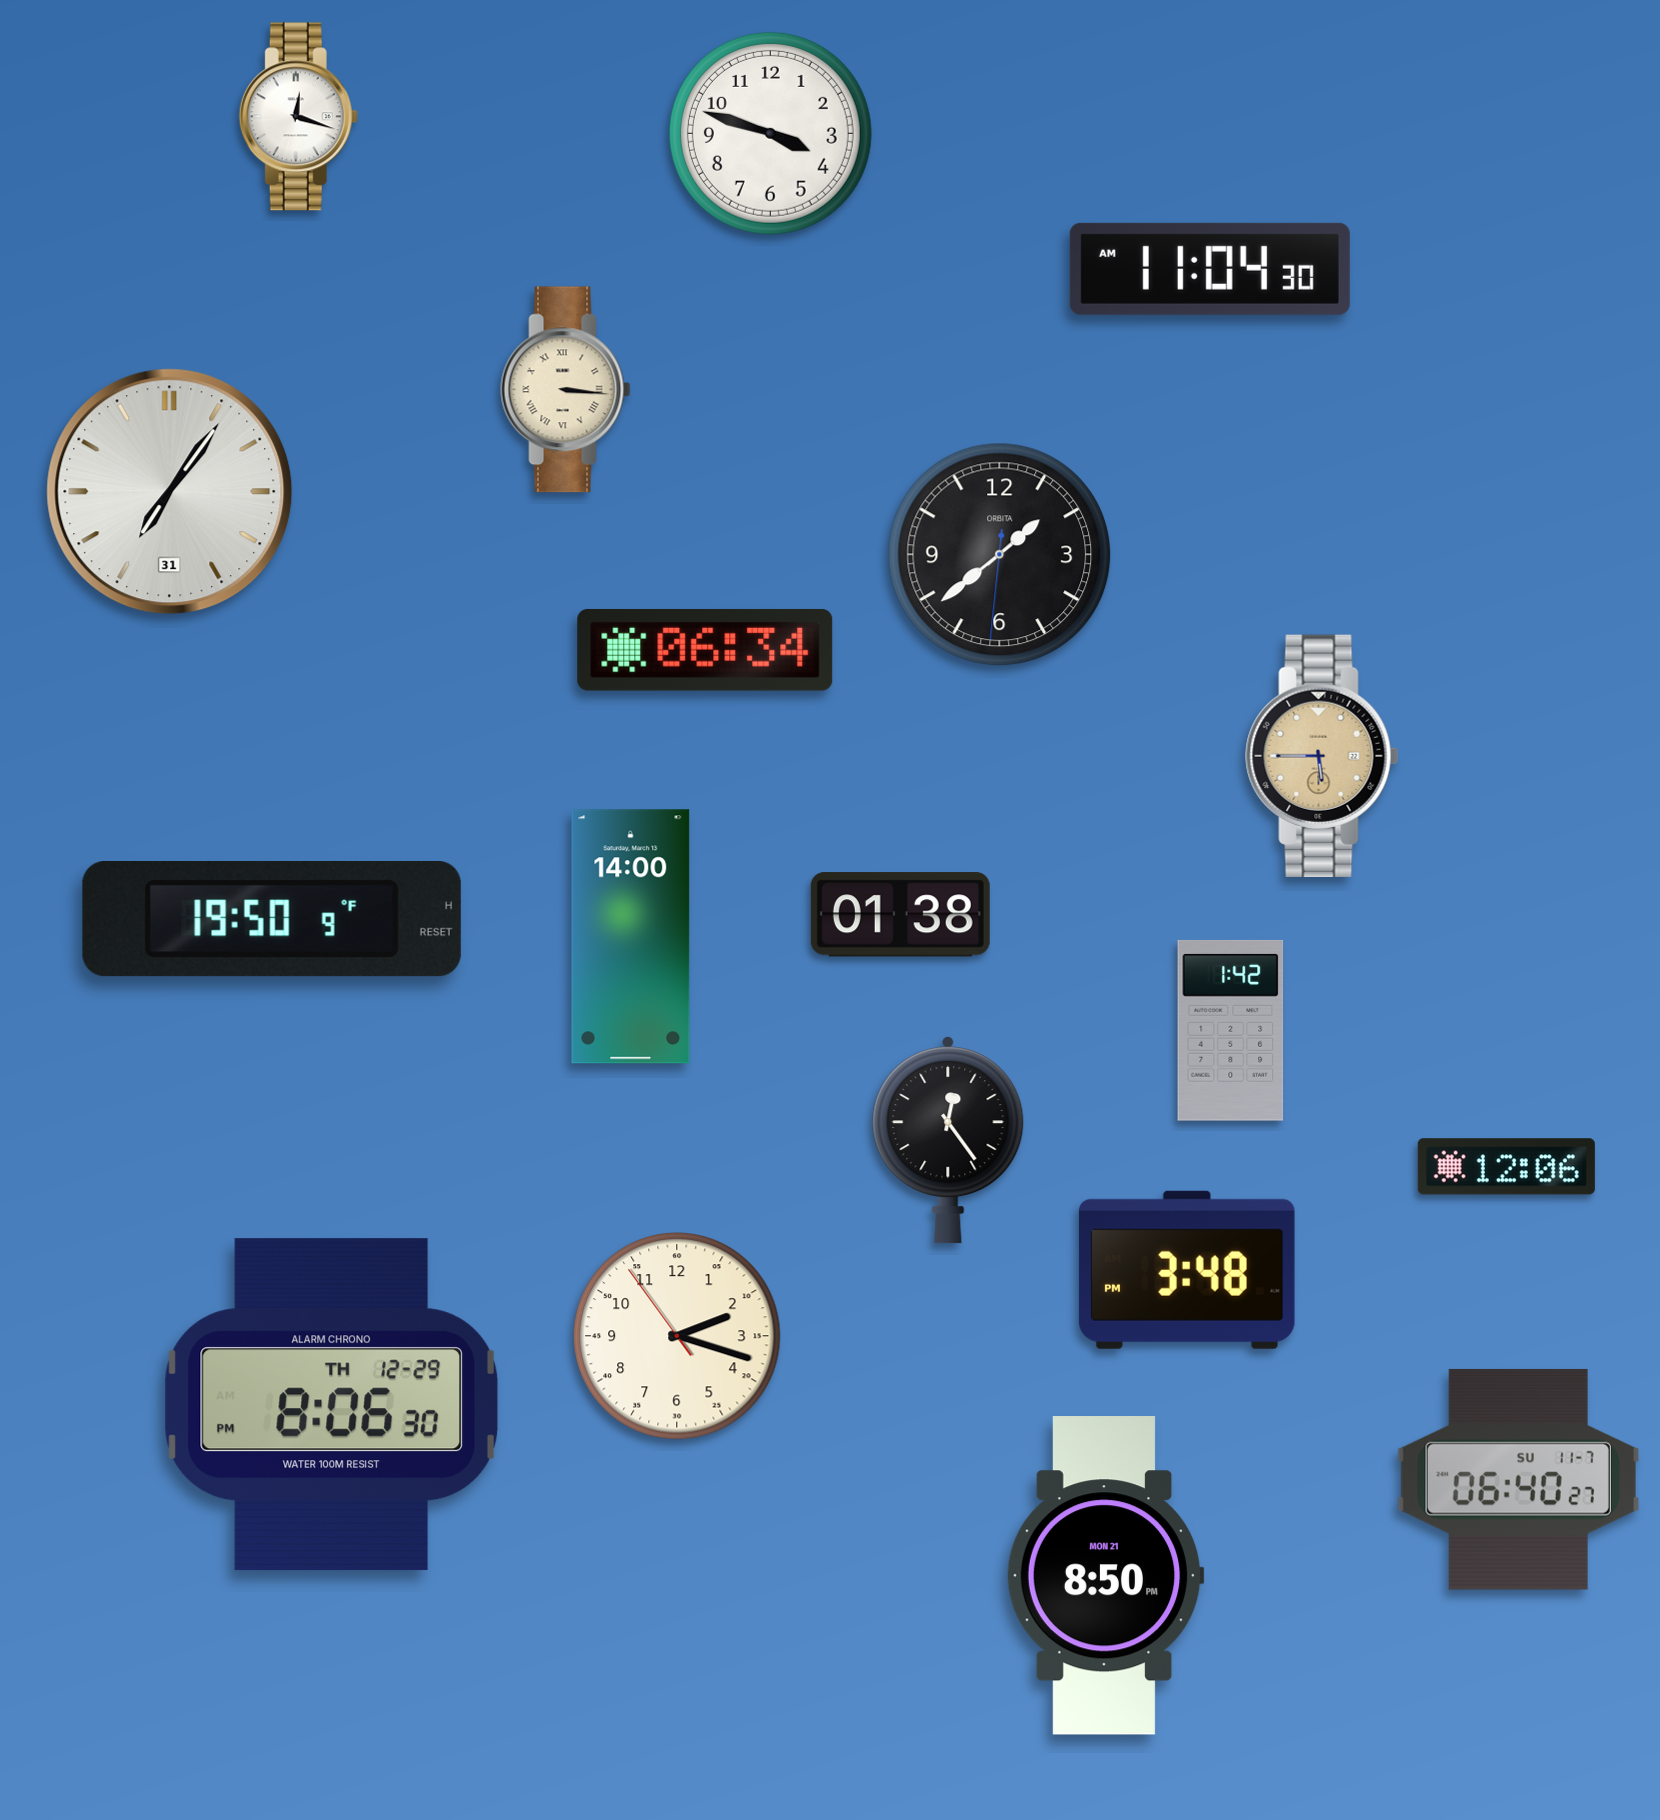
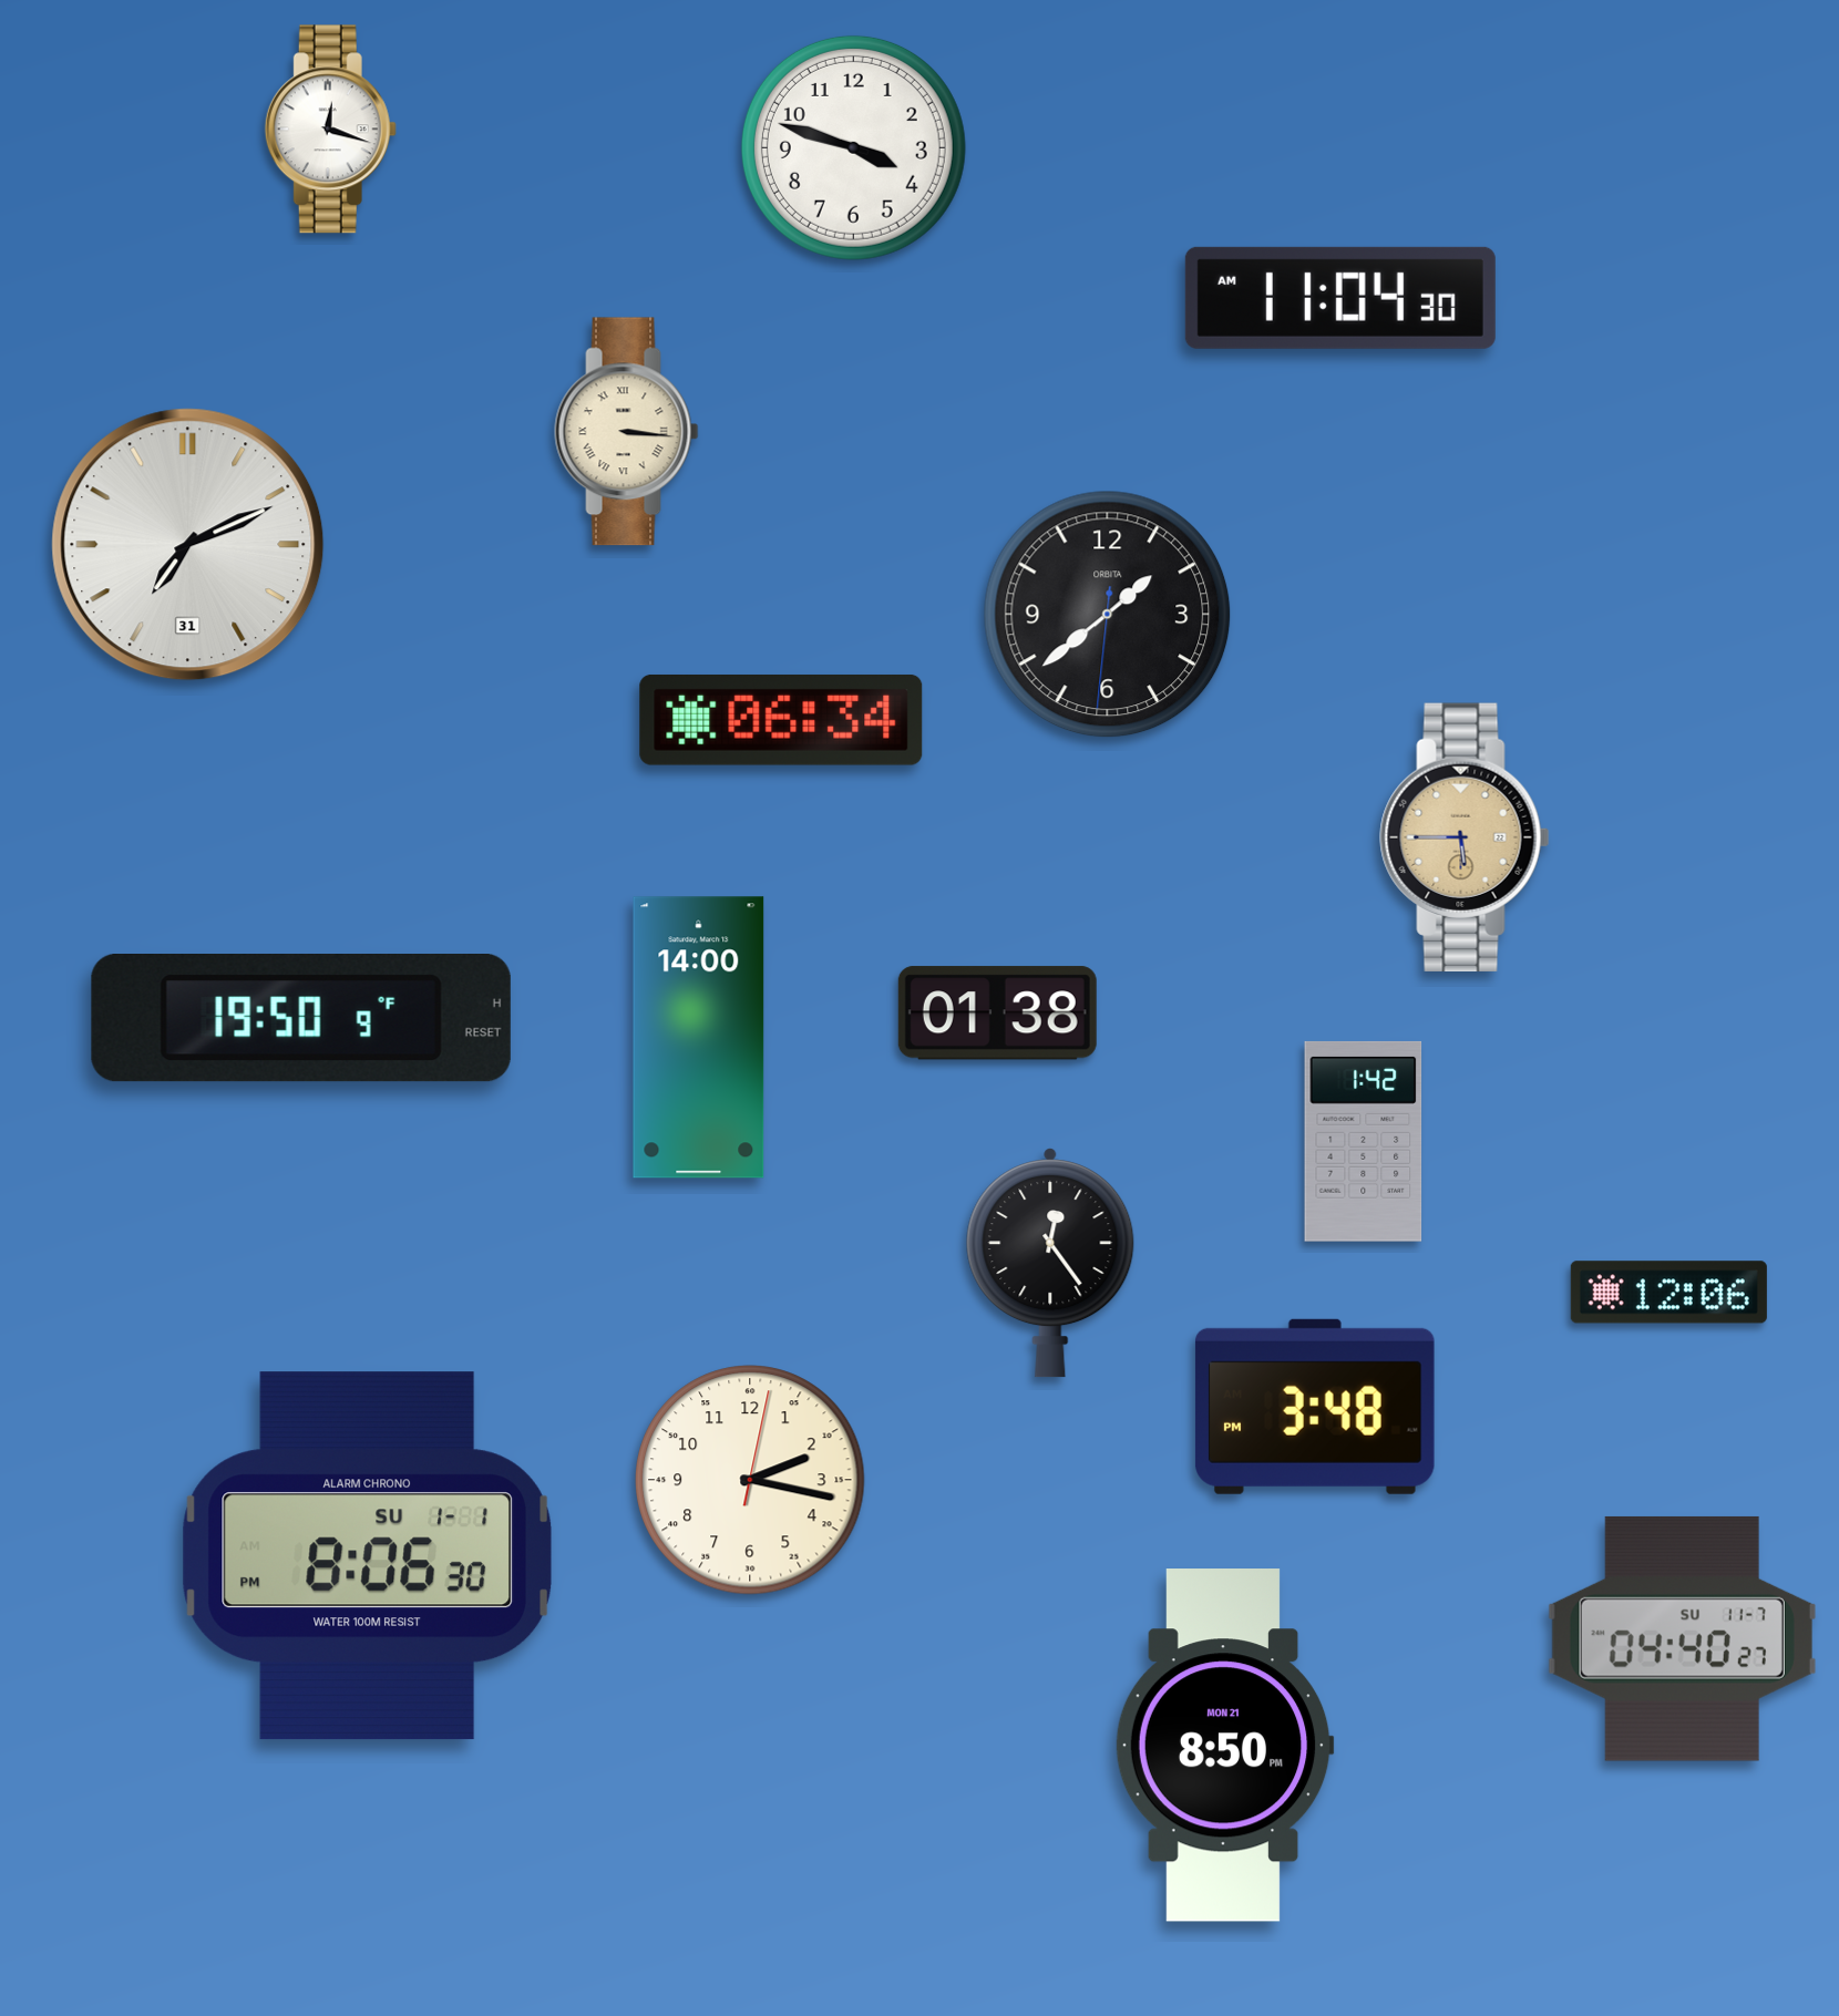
clock at (170, 492): 7:06 -> 7:11
clock at (677, 1336): 2:17:54 -> 2:17:02
clock at (331, 1405) date: TH 12-29 -> SU 1-1
clock at (1518, 1479): 06:40 -> 04:40
